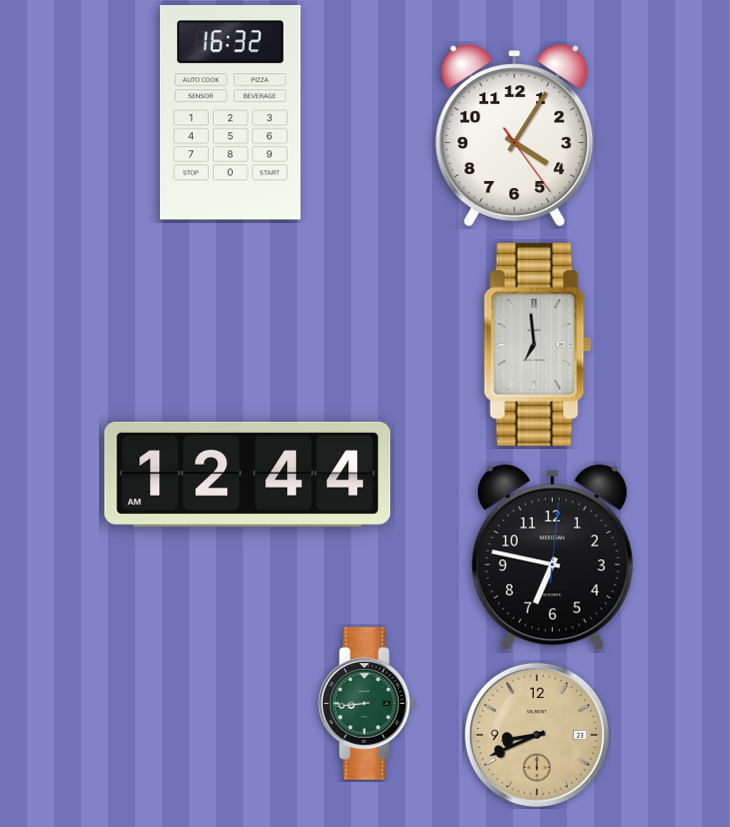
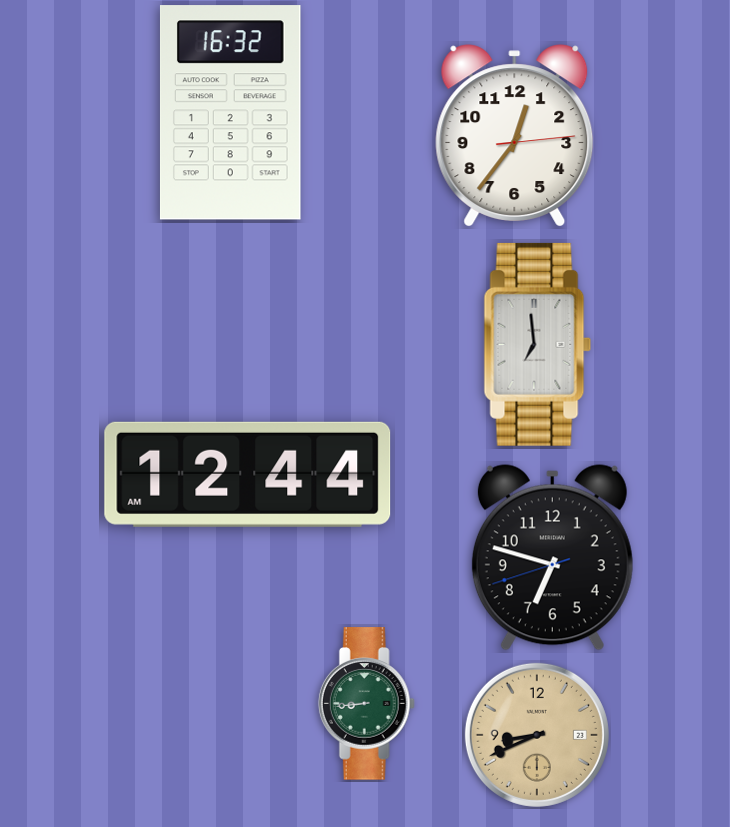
clock at (515, 136): 4:05 -> 12:36
clock at (552, 558): 6:47:01 -> 6:47:42
